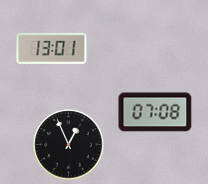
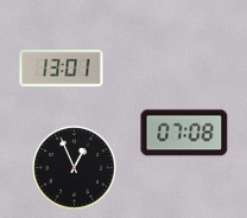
clock at (52, 48) position: (52, 48) -> (62, 68)
clock at (69, 145) position: (69, 145) -> (75, 168)
